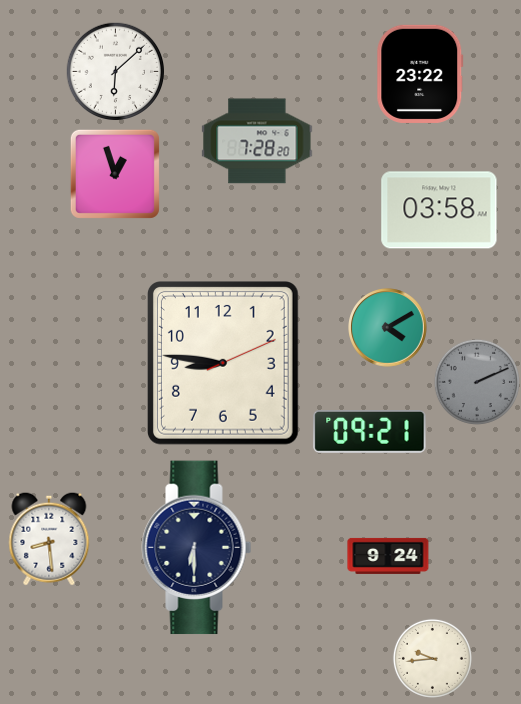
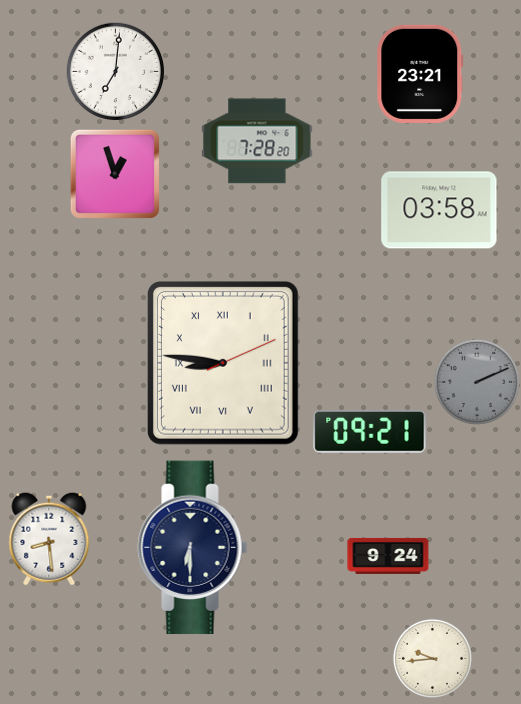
clock at (116, 72): 6:08 -> 7:01
clock at (420, 74): 23:22 -> 23:21
clock at (388, 328): 4:10 -> none
clock at (224, 364) numerals: Arabic -> Roman
clock at (197, 548) position: (197, 548) -> (193, 548)
